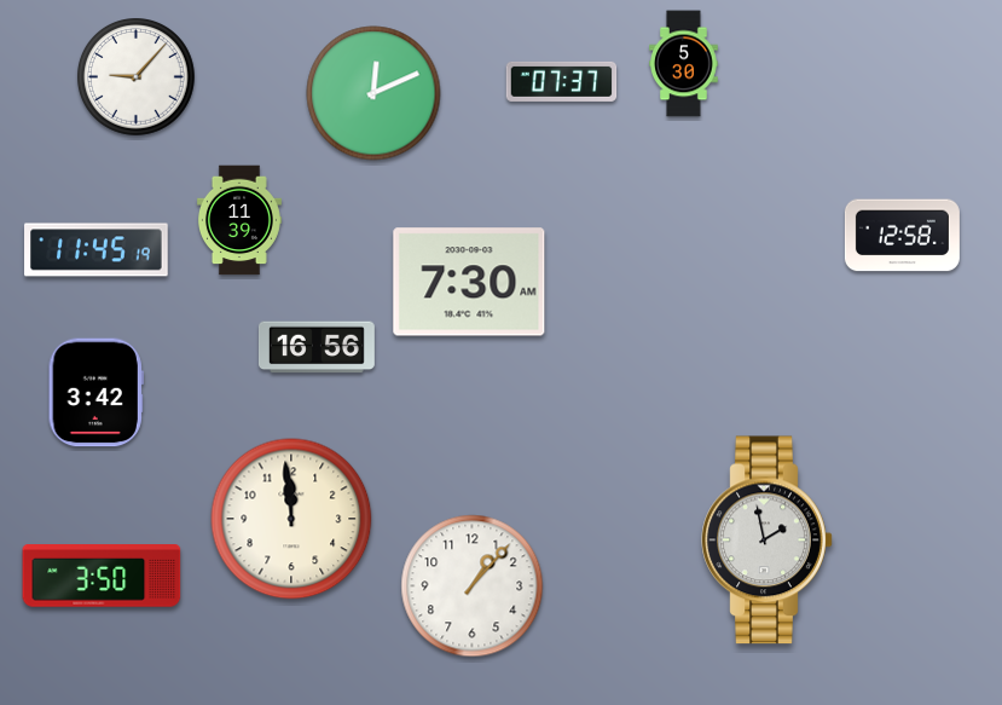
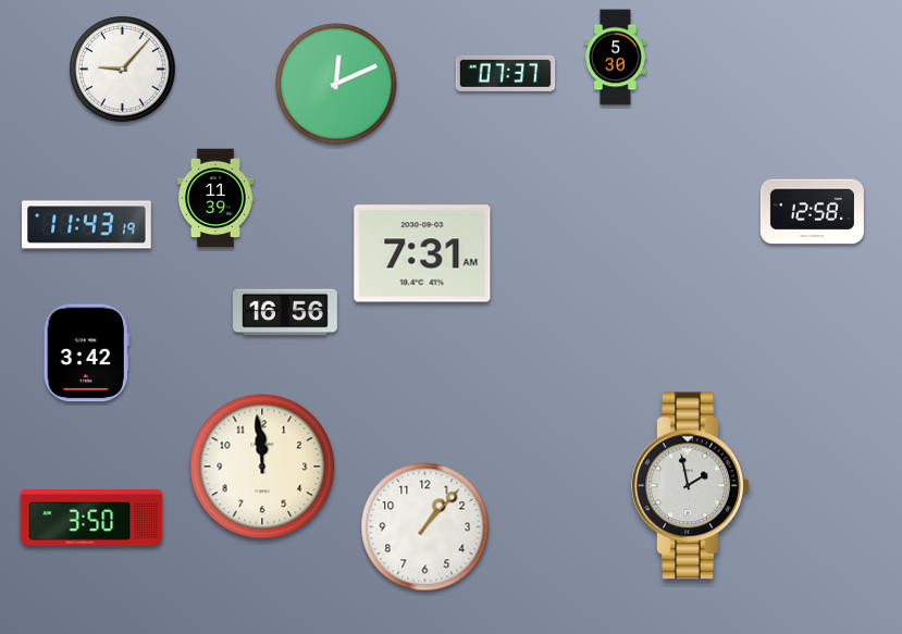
clock at (97, 250): 11:45 -> 11:43
clock at (469, 282): 7:30 -> 7:31
